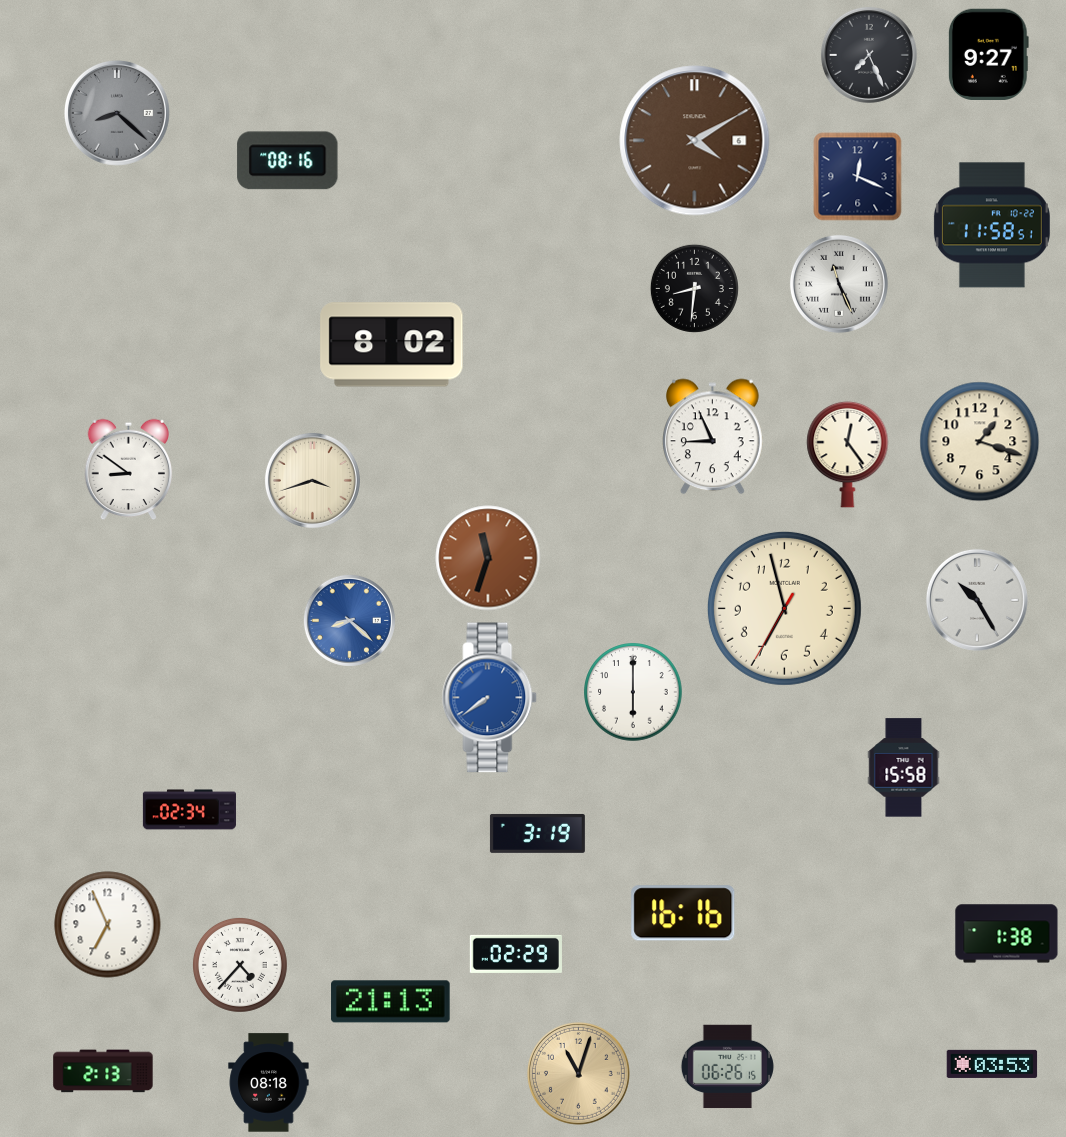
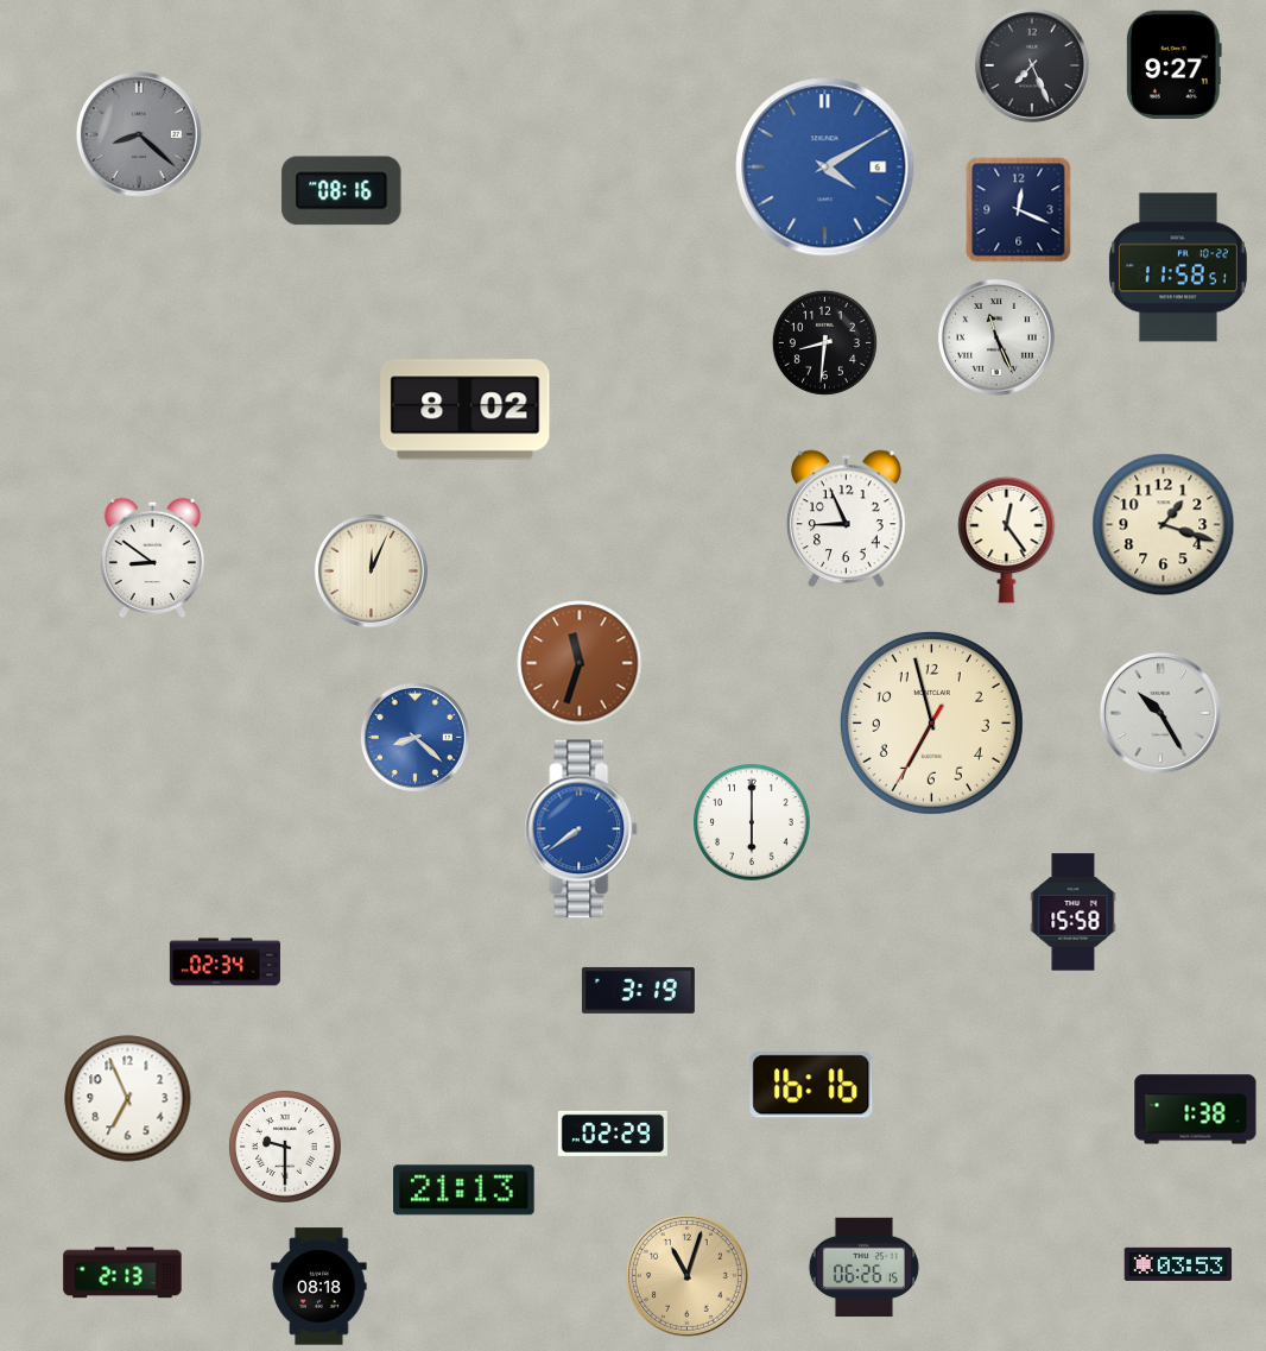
clock at (695, 141) dial: brown -> blue
clock at (312, 480): 3:42 -> 12:04
clock at (240, 965): 4:37 -> 9:30
